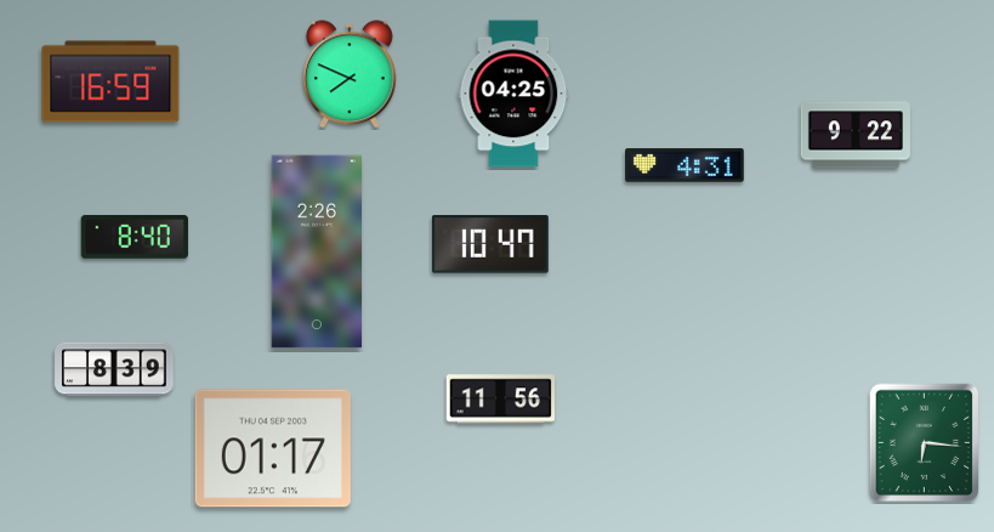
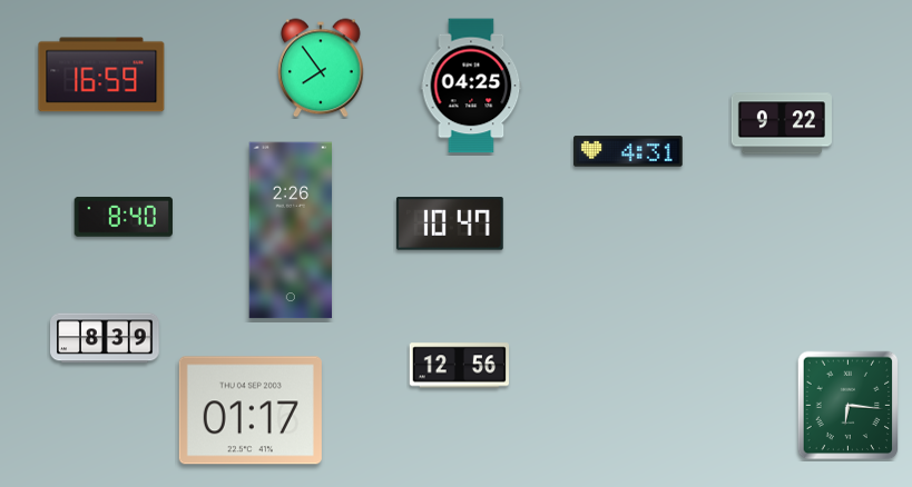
clock at (350, 74): 7:49 -> 7:54
clock at (856, 135) position: (856, 135) -> (782, 123)
clock at (500, 400): 11:56 -> 12:56
